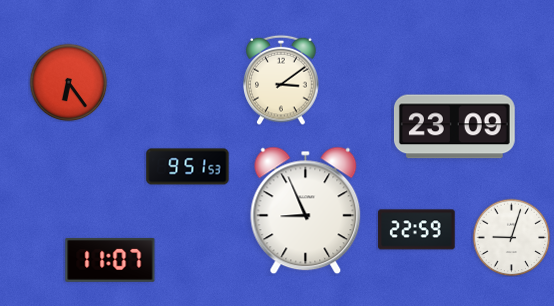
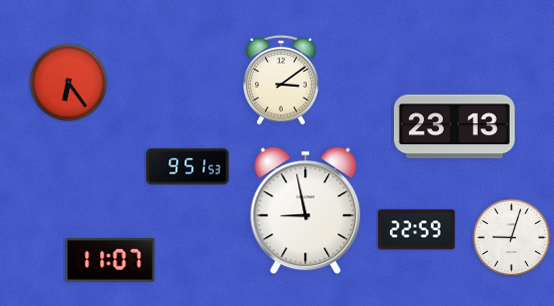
clock at (454, 127): 23:09 -> 23:13
clock at (306, 211): 8:56 -> 8:58
